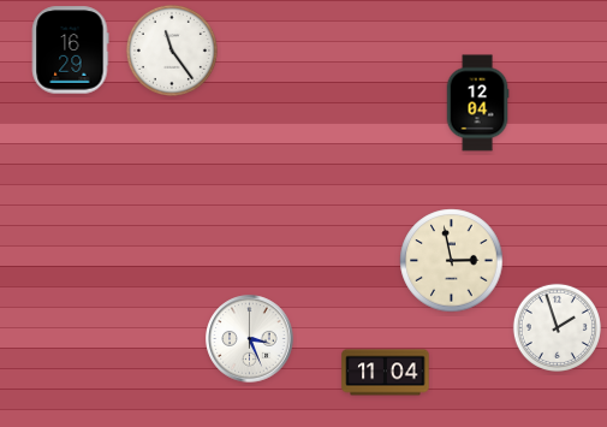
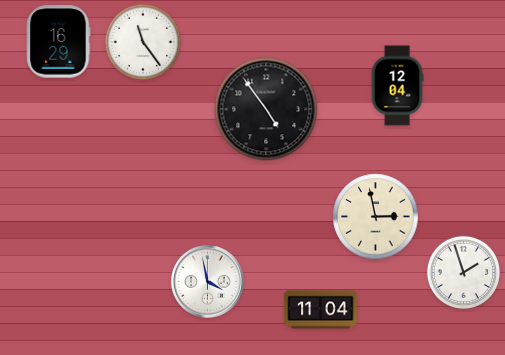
clock at (266, 109): none -> 4:54
clock at (250, 339): 3:26 -> 3:58
